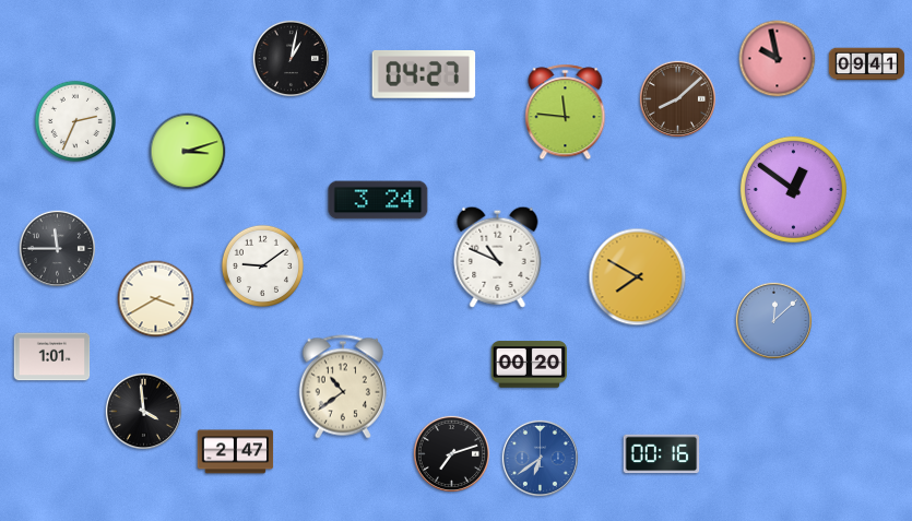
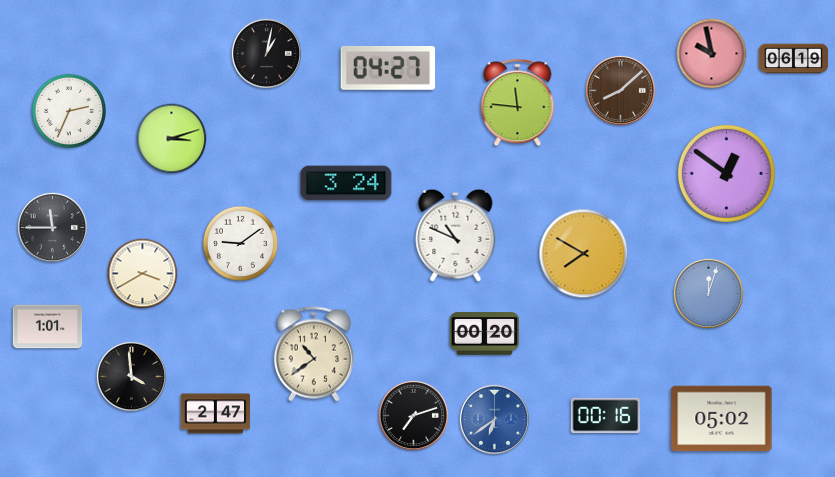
clock at (867, 64): 09:41 -> 06:19
clock at (773, 320): 12:08 -> 12:03
clock at (722, 419): none -> 05:02
